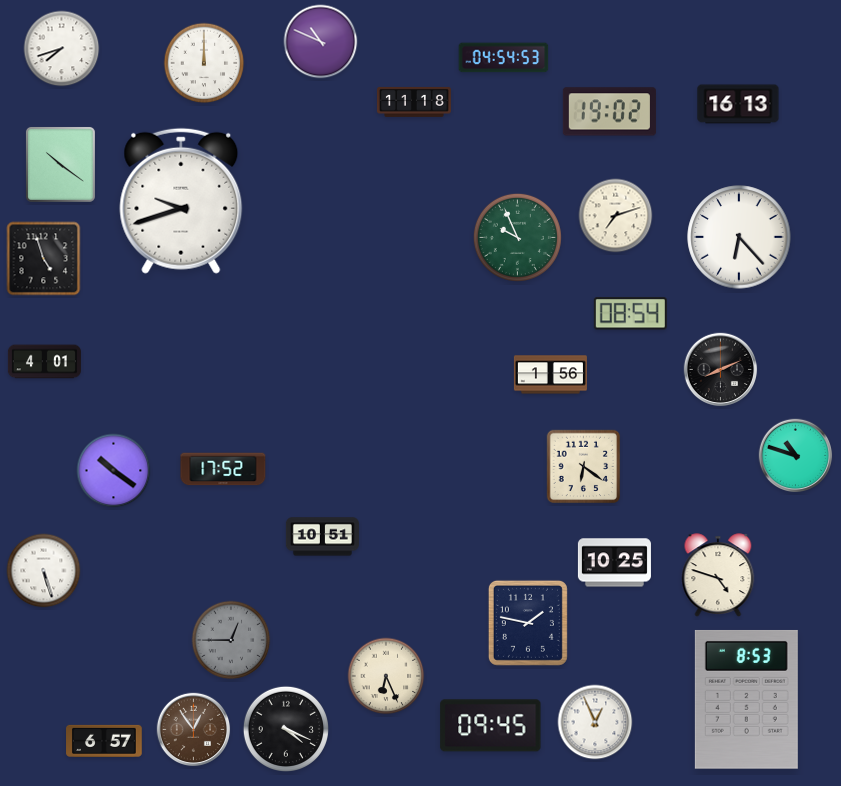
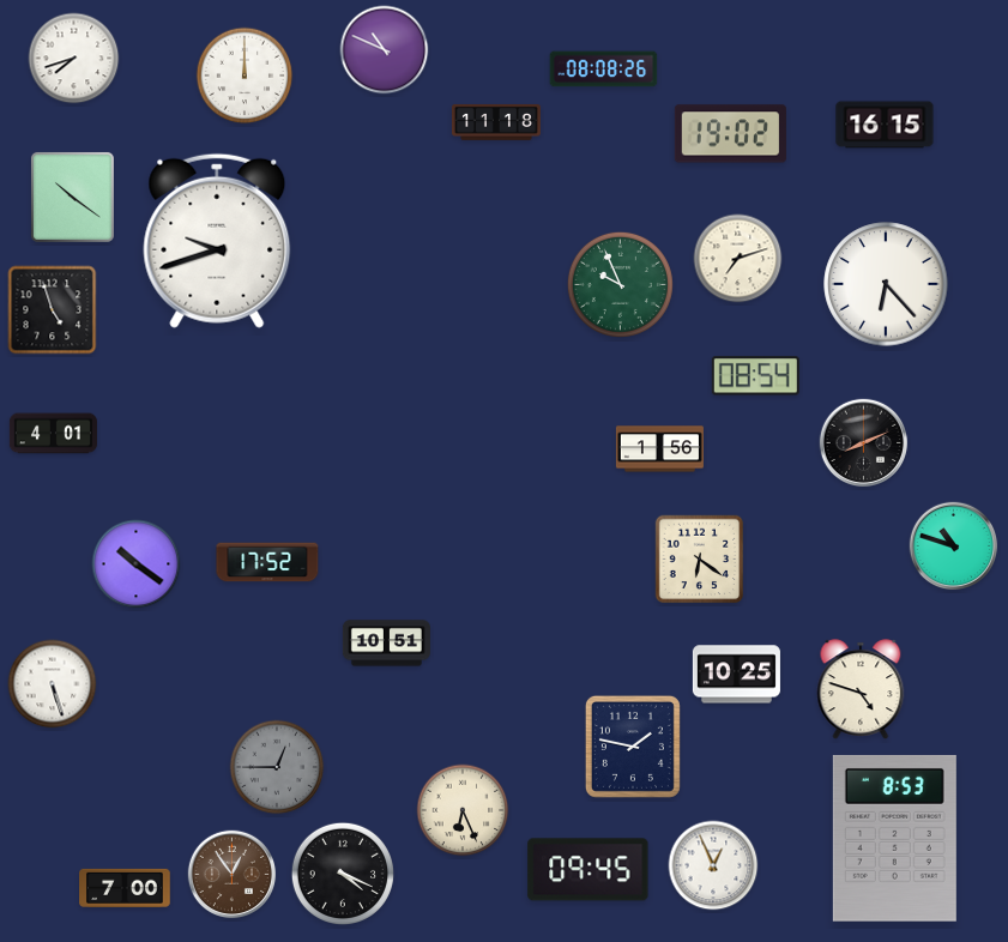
clock at (504, 58): 04:54 -> 08:08
clock at (738, 104): 16:13 -> 16:15
clock at (104, 741): 6:57 -> 7:00
